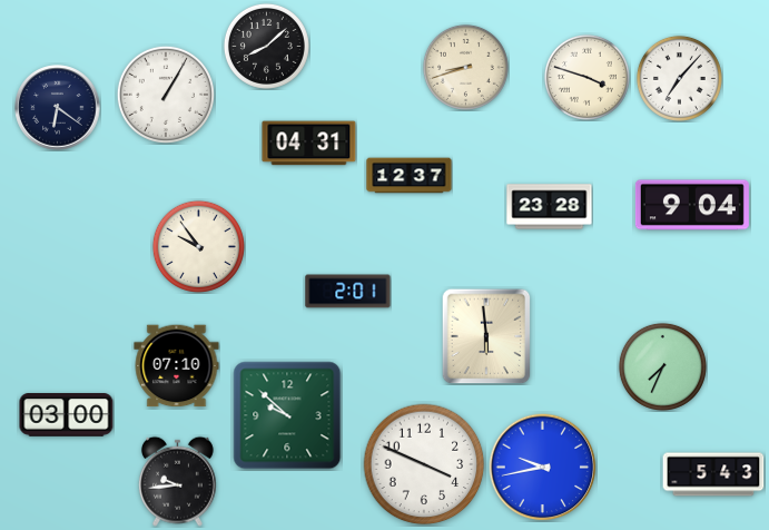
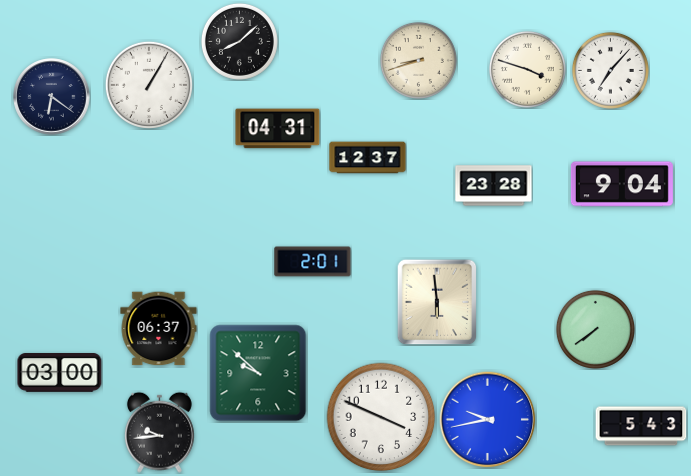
clock at (198, 246): 9:54 -> none
clock at (177, 366): 07:10 -> 06:37
clock at (662, 366): 7:34 -> 7:39
